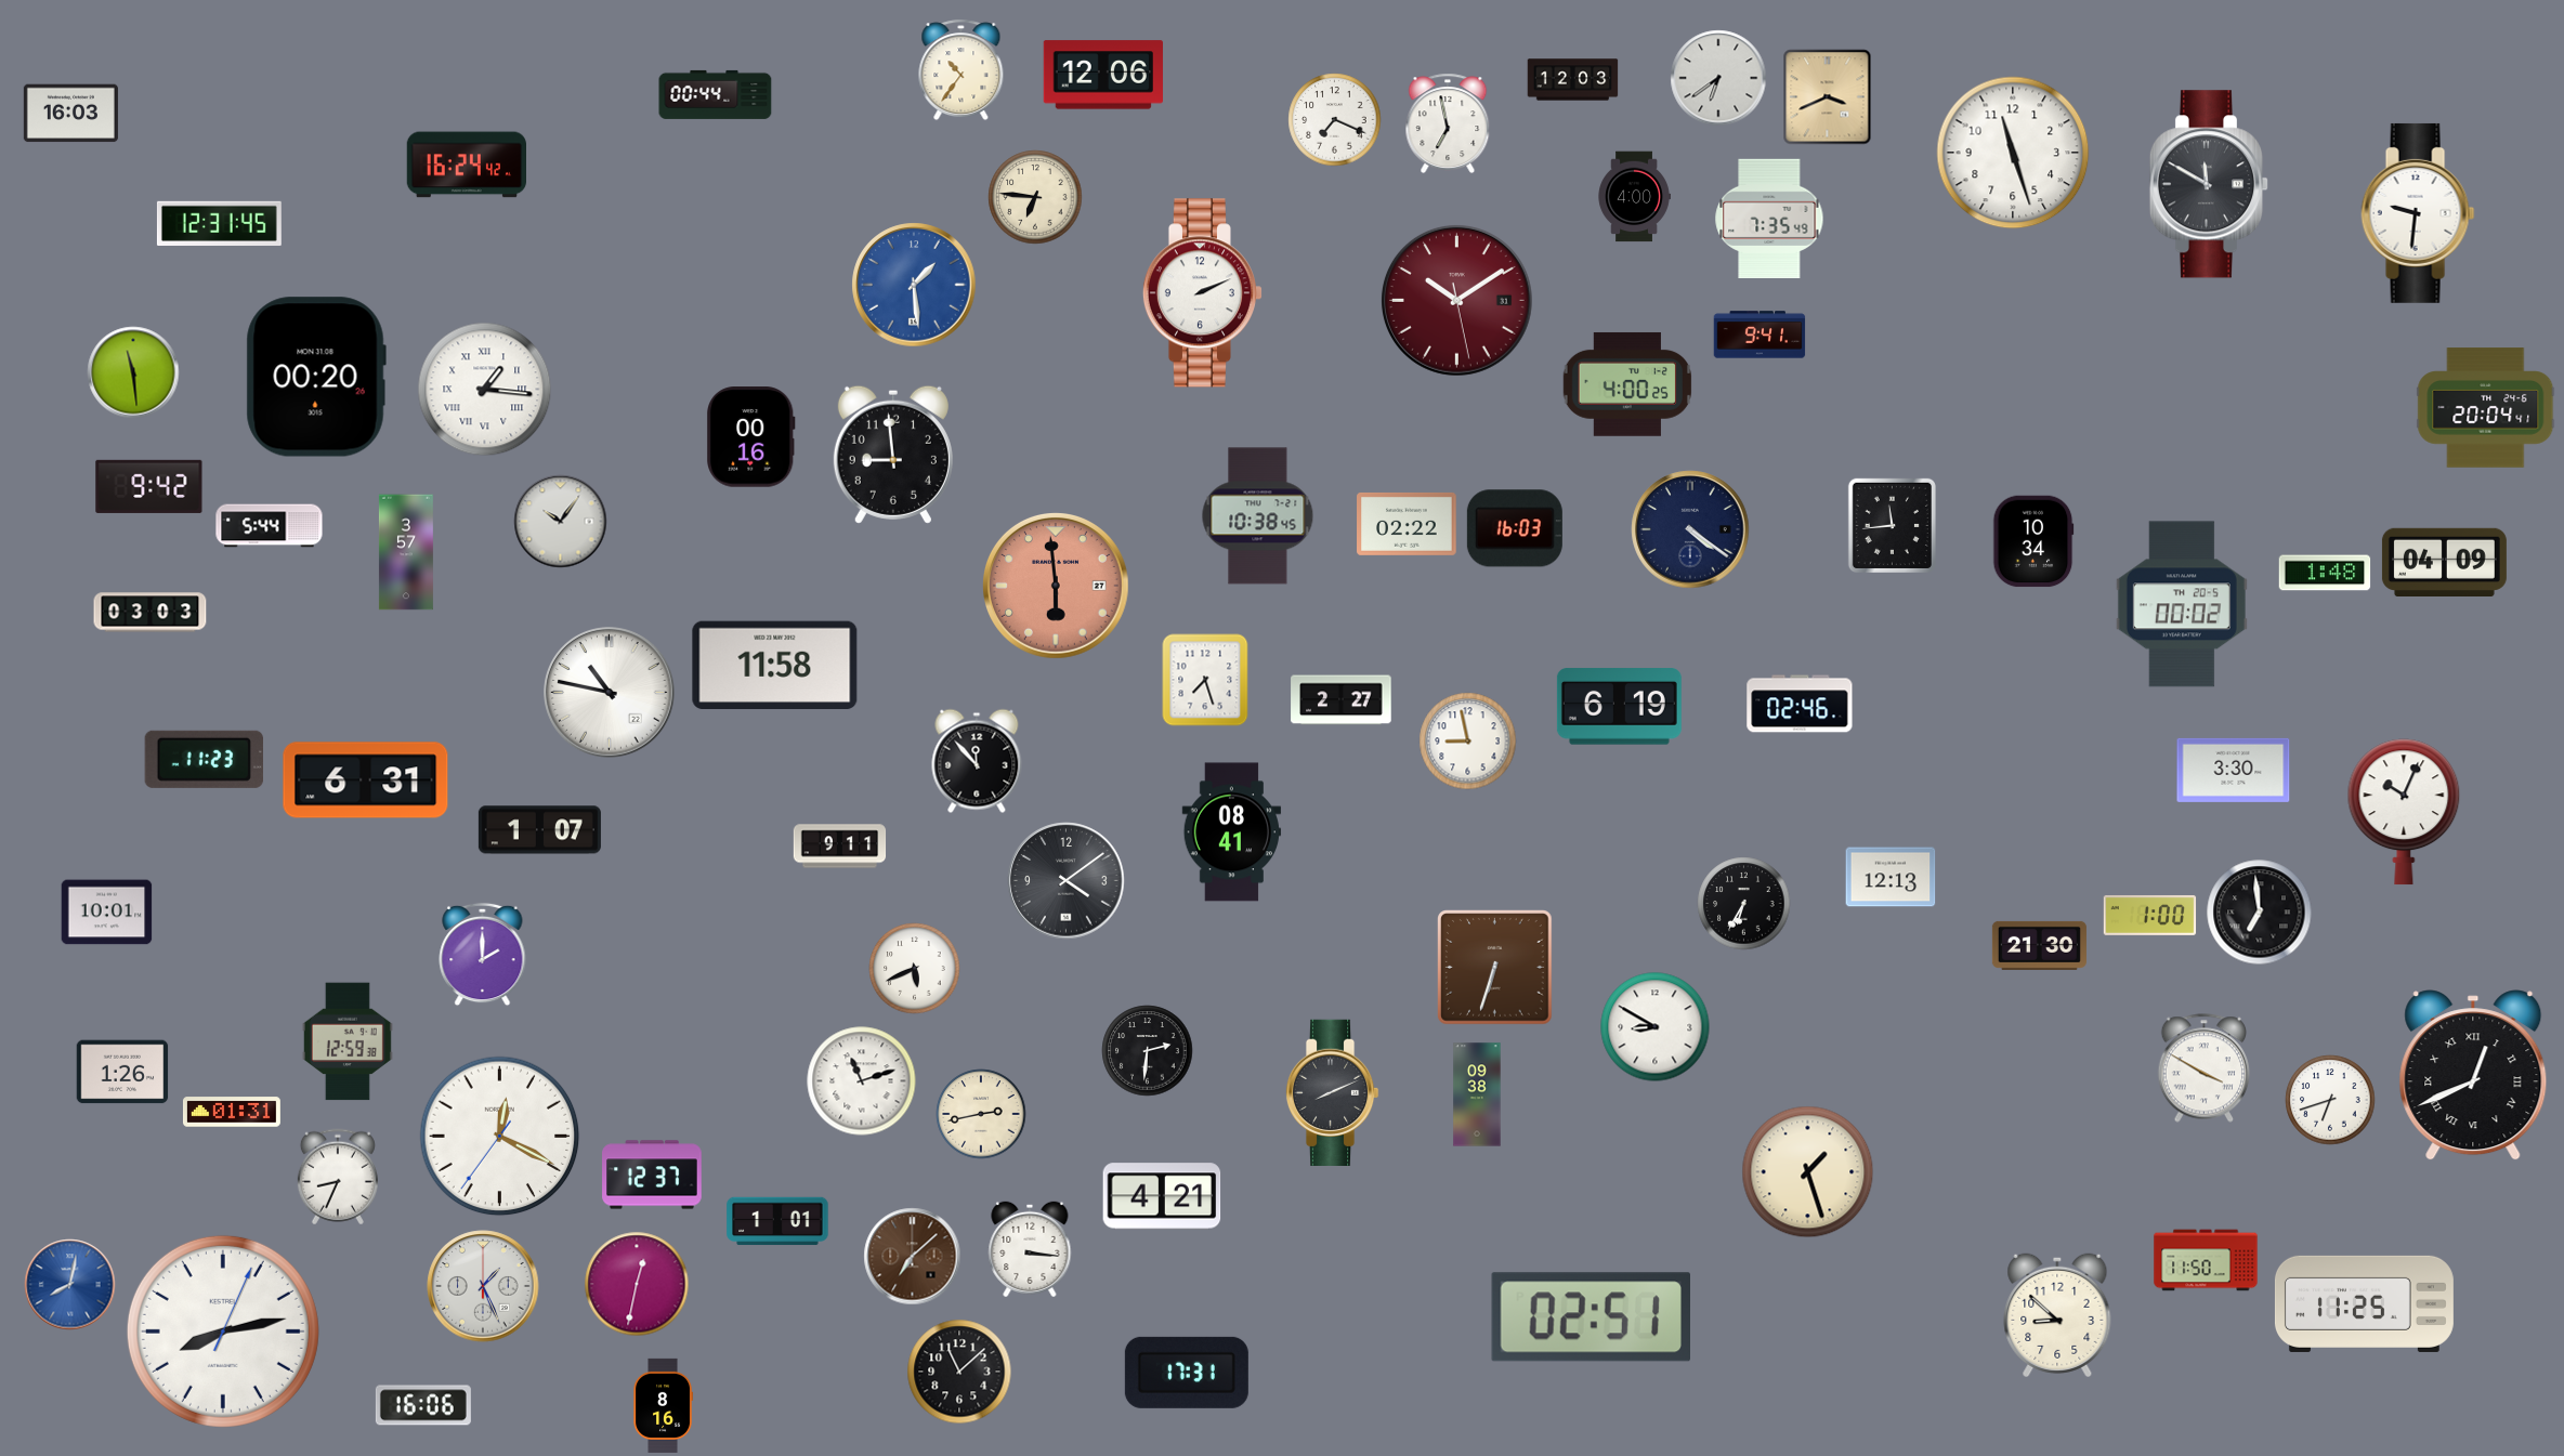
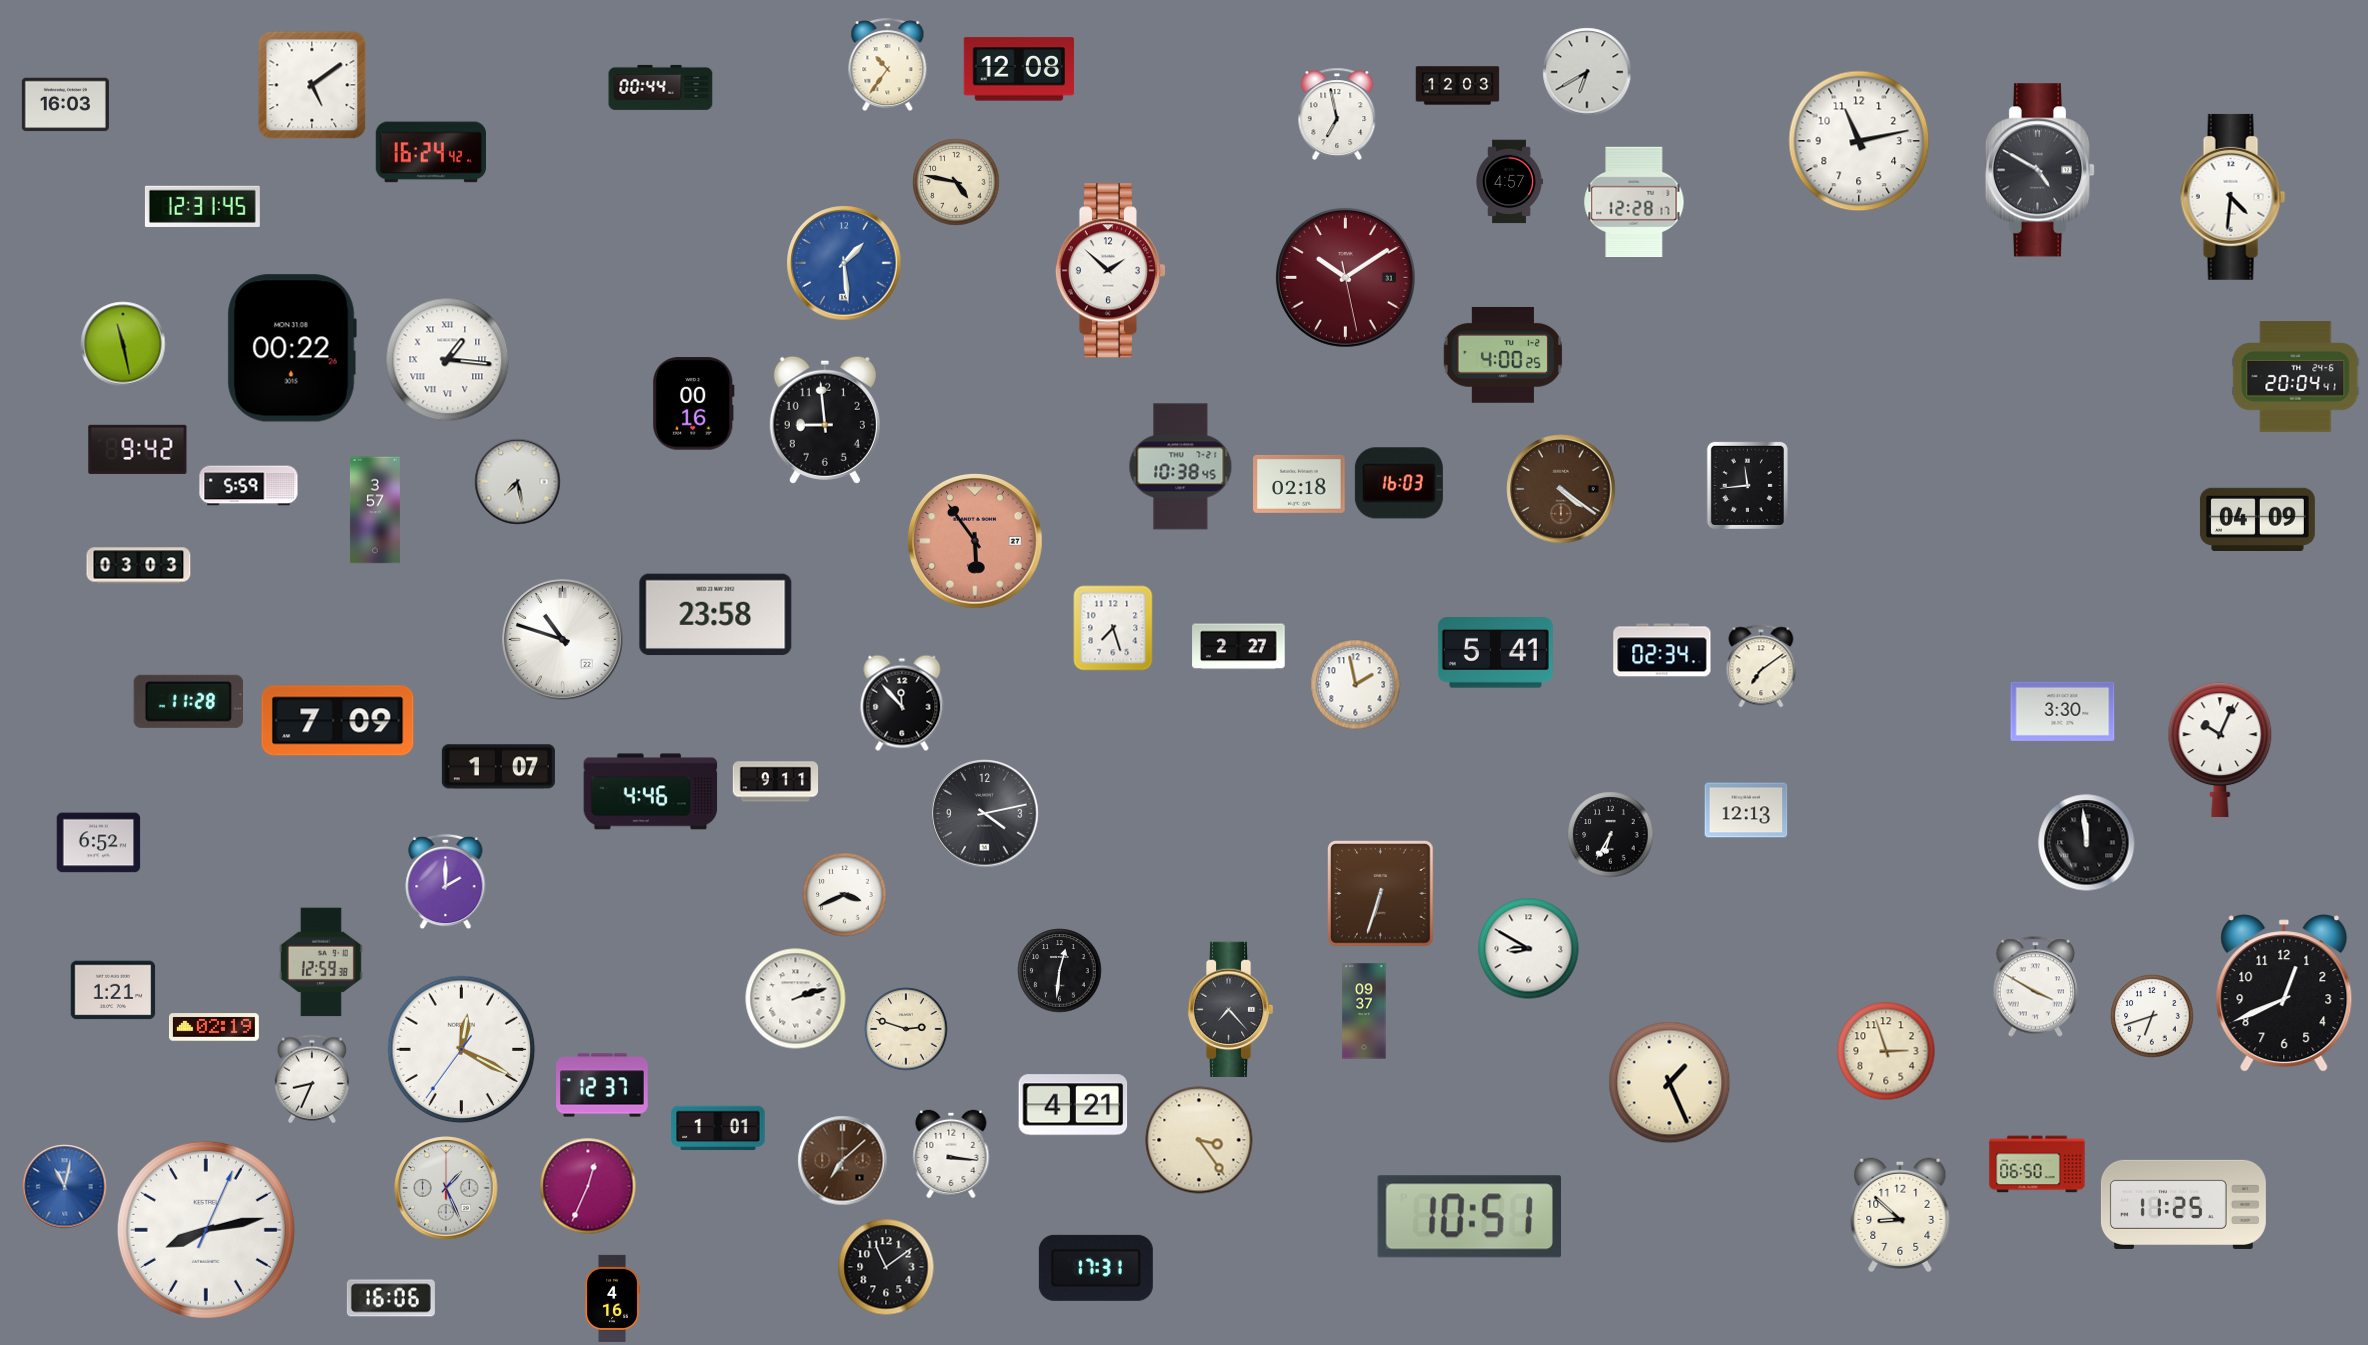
clock at (1102, 75): 12:06 -> 12:08
clock at (1718, 78): 6:39 -> 6:40
clock at (1573, 80) position: (1573, 80) -> (1458, 86)
clock at (312, 85): none -> 5:09
clock at (1828, 97): 3:41 -> none
clock at (1335, 120): 7:19 -> none
clock at (2013, 153): 11:27 -> 11:13
clock at (2209, 184): 11:50 -> 4:50
clock at (1035, 197): 6:46 -> 4:47
clock at (1634, 197): 4:00 -> 4:57
clock at (2418, 213): 9:31 -> 4:31
clock at (1769, 218): 7:35 -> 12:28
clock at (1202, 293): 2:11 -> 1:52
clock at (1760, 335): 9:41 -> none
clock at (133, 372): 11:29 -> 11:28
clock at (316, 377): 00:20 -> 00:22
clock at (1258, 516) position: (1258, 516) -> (1181, 467)
clock at (561, 522): 10:06 -> 7:28
clock at (1407, 524): 02:22 -> 02:18
clock at (270, 526): 5:44 -> 5:59
clock at (1515, 528) position: (1515, 528) -> (1399, 483)
clock at (1690, 529) dial: navy -> brown
clock at (2033, 541): 10:34 -> none
clock at (2325, 573): 1:48 -> none
clock at (1057, 587): 5:59 -> 5:54
clock at (2182, 604): 00:02 -> none
clock at (775, 666): 11:58 -> 23:58
clock at (610, 693): 10:47 -> 10:48
clock at (1800, 704): 02:46 -> 02:34
clock at (1619, 707): 6:19 -> 5:41
clock at (1761, 666): none -> 7:09
clock at (1468, 742): 8:58 -> 1:58
clock at (204, 759): 11:23 -> 11:28
clock at (366, 781): 6:31 -> 7:09
clock at (1232, 832): 08:41 -> none
clock at (651, 792): none -> 4:46
clock at (1067, 881): 4:09 -> 4:13
clock at (107, 913): 10:01 -> 6:52
clock at (2260, 913): 6:59 -> 11:59
clock at (2150, 915): 1:00 -> none
clock at (2039, 945): 21:30 -> none
clock at (915, 969): 5:41 -> 3:41
clock at (1148, 1051): 2:31 -> 12:31
clock at (122, 1072): 1:26 -> 1:21
clock at (2473, 1075) numerals: Roman -> Arabic
clock at (862, 1081): 11:12 -> 2:12
clock at (1332, 1092): 8:11 -> 7:23
clock at (1477, 1094): 09:38 -> 09:37
clock at (232, 1112): 01:31 -> 02:19
clock at (981, 1114): 2:43 -> 2:48
clock at (1886, 1051): none -> 2:57
clock at (1808, 1172): 1:27 -> 1:26
clock at (338, 1177) position: (338, 1177) -> (312, 1079)
clock at (1199, 1140): none -> 3:24
clock at (2206, 1260): 11:50 -> 06:50
clock at (637, 1284): 12:32 -> 12:34
clock at (70, 1285): 8:02 -> 11:02
clock at (1591, 1317): 02:51 -> 10:51
clock at (959, 1372): 11:08 -> 11:09
clock at (663, 1405): 8:16 -> 4:16
